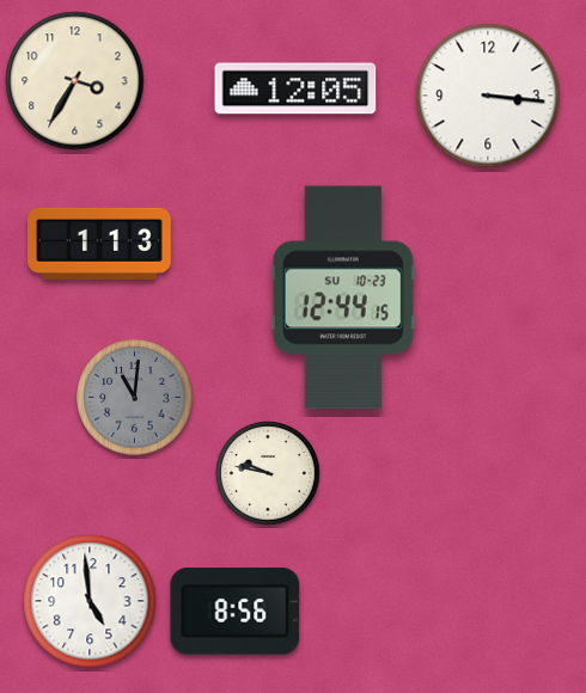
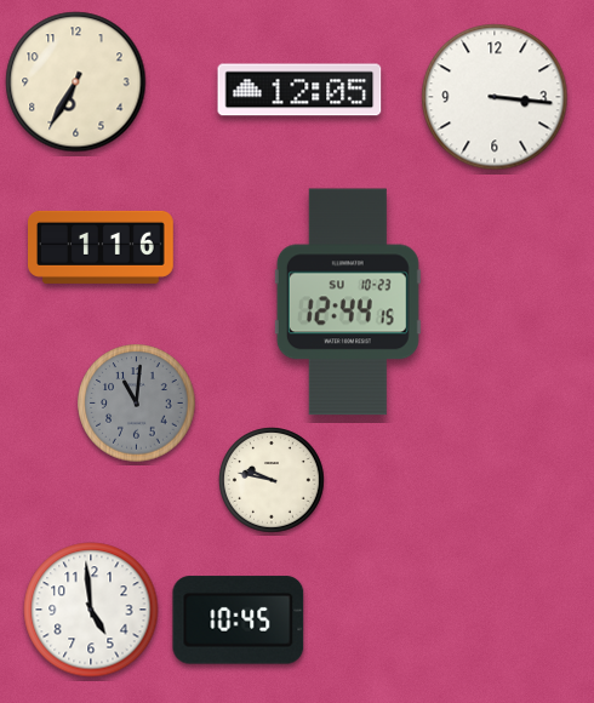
clock at (75, 81): 3:35 -> 6:35
clock at (100, 244): 1:13 -> 1:16
clock at (236, 612): 8:56 -> 10:45
